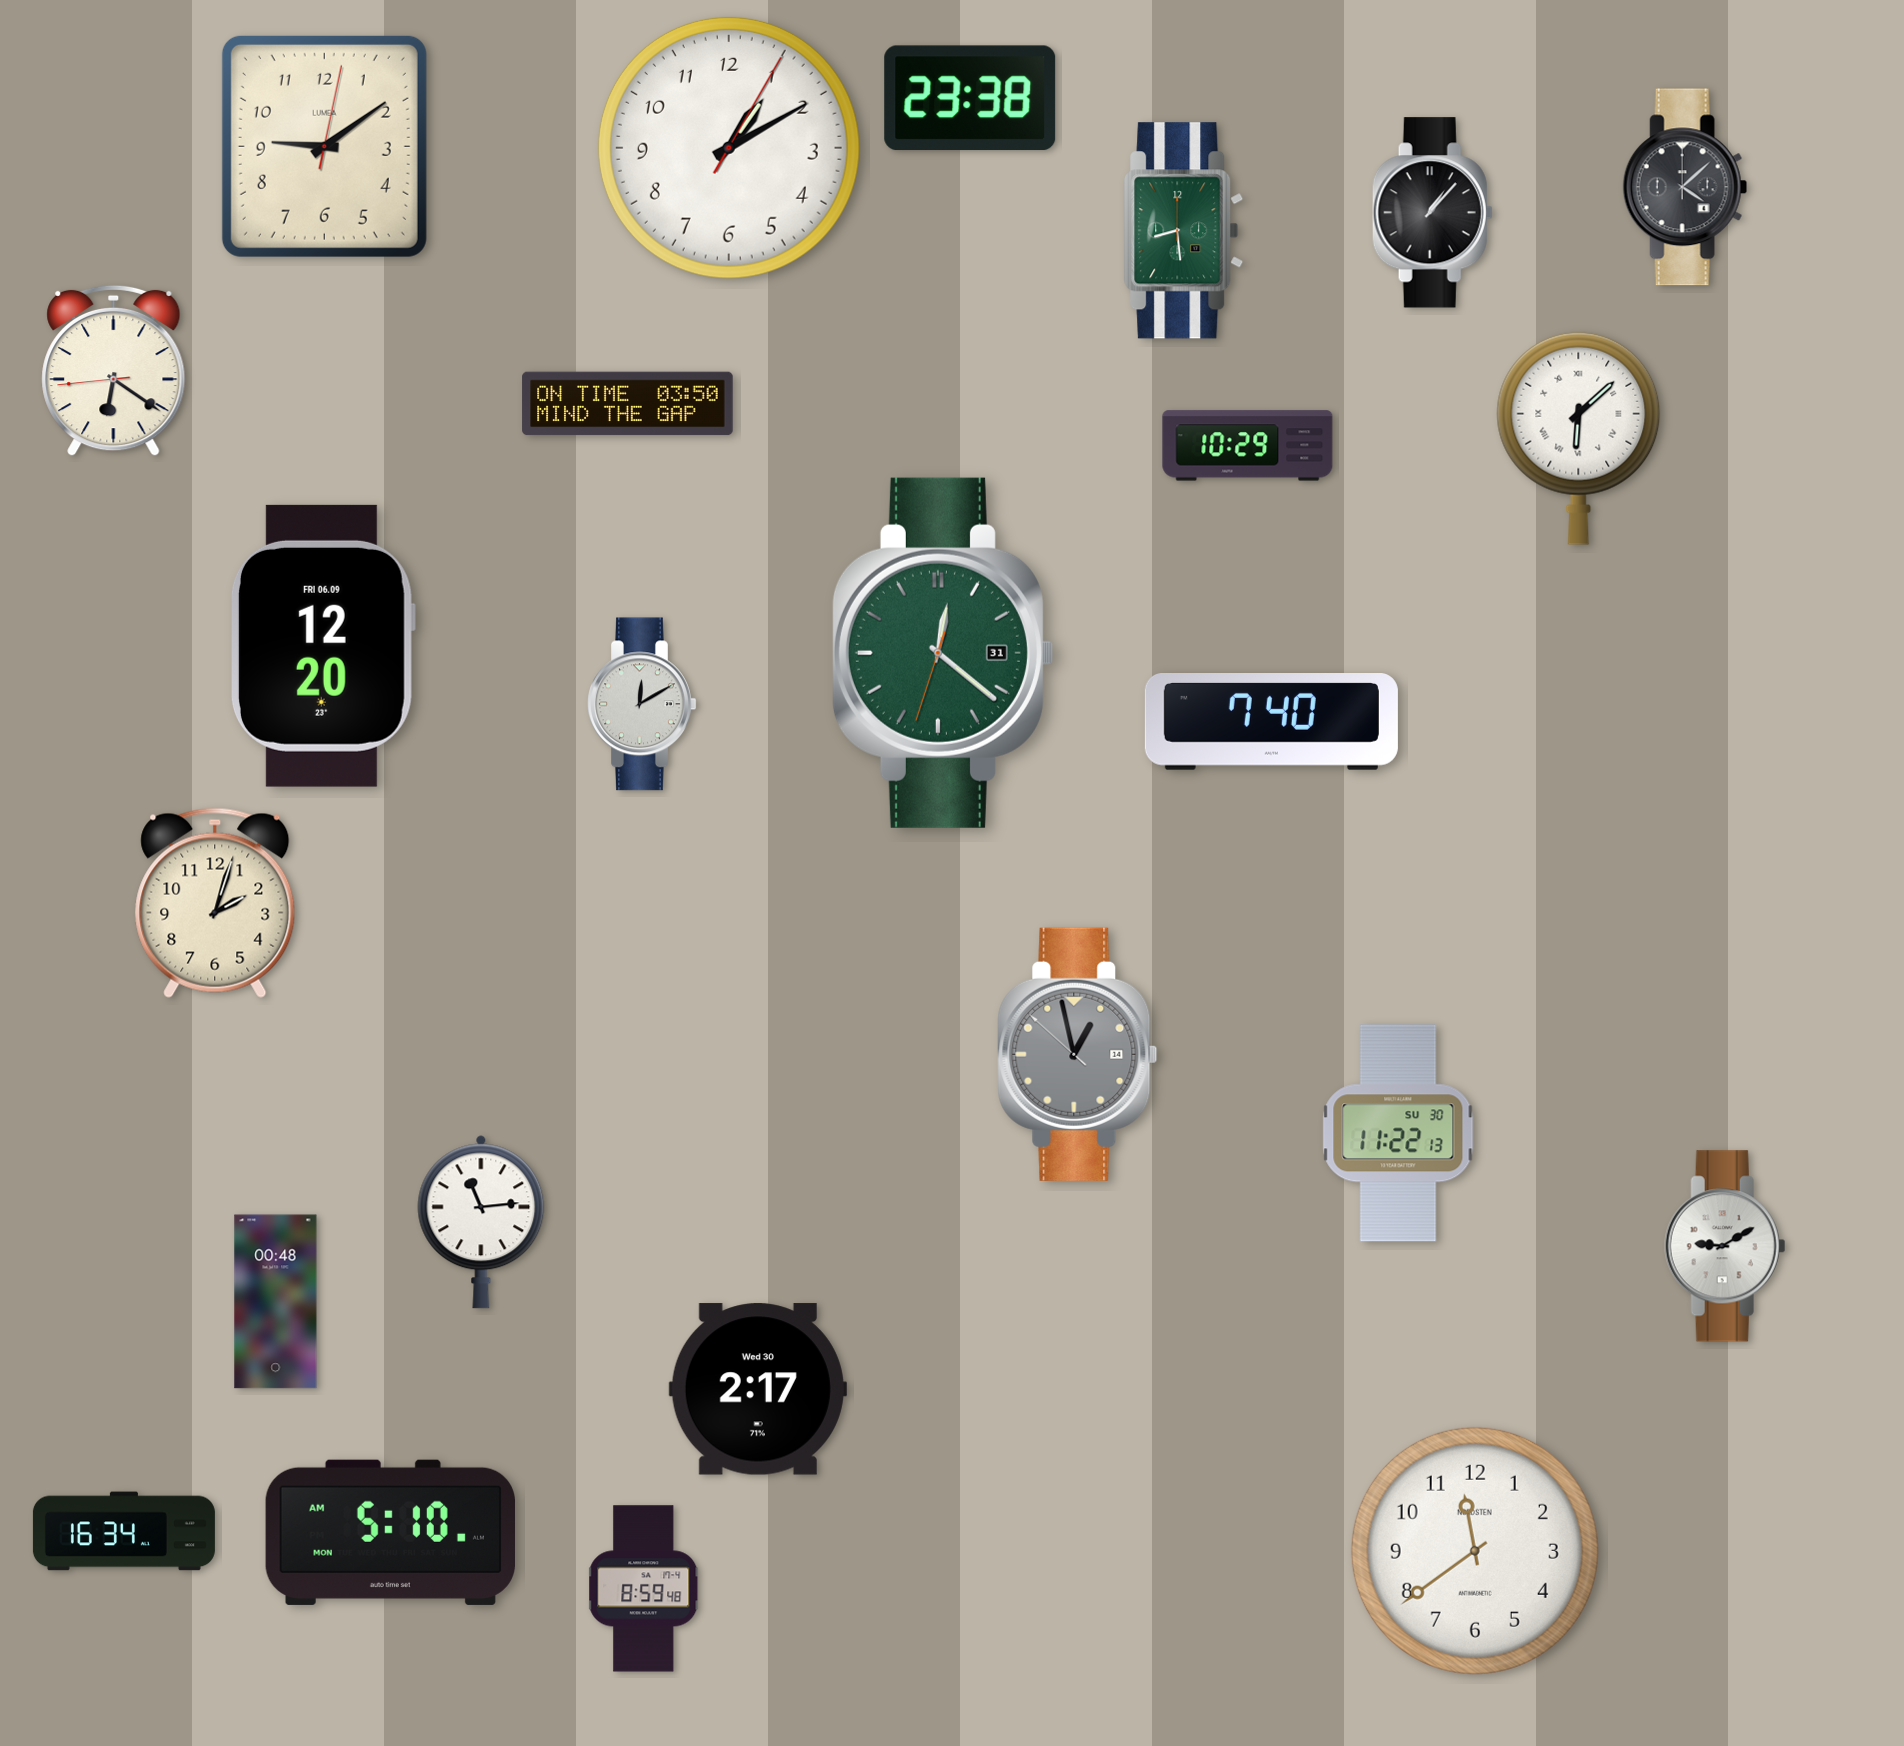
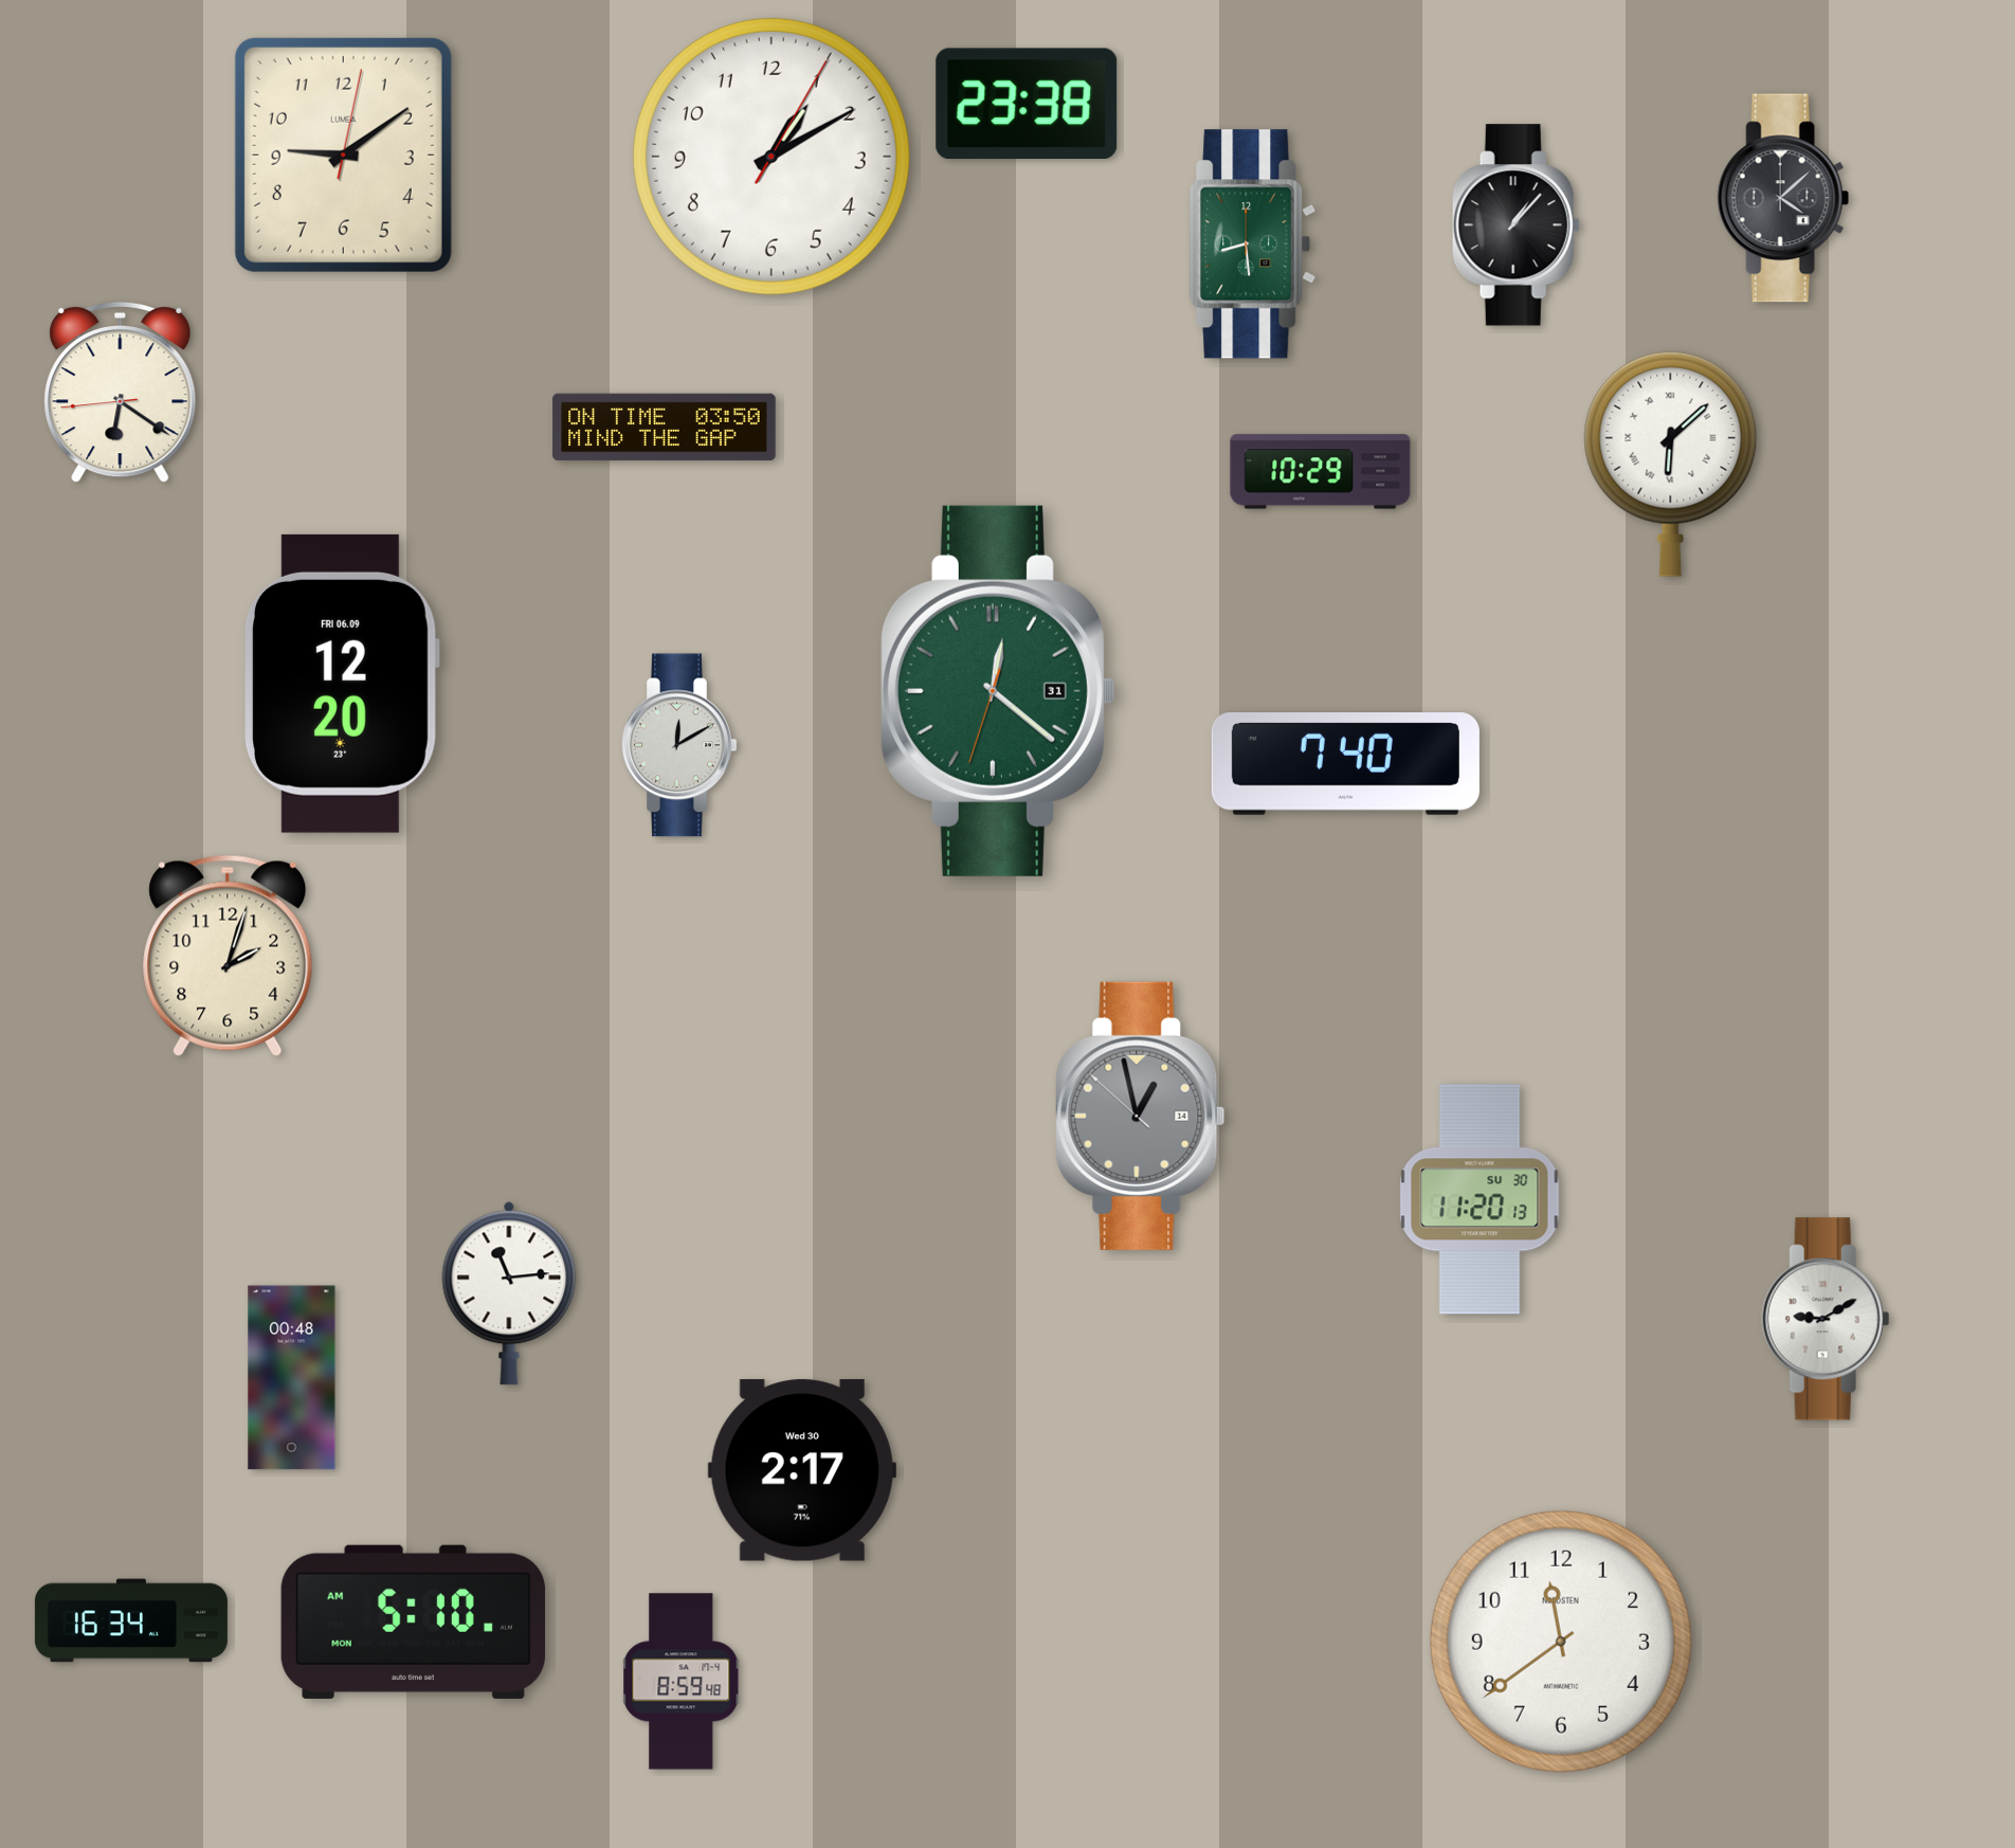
clock at (1398, 1133): 11:22 -> 11:20
